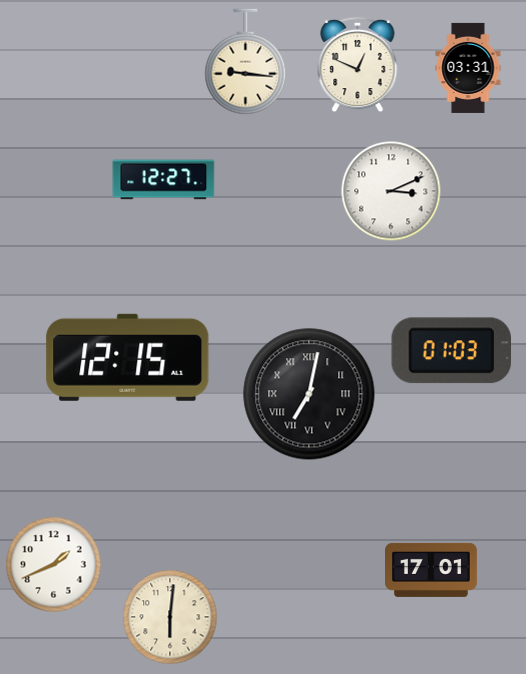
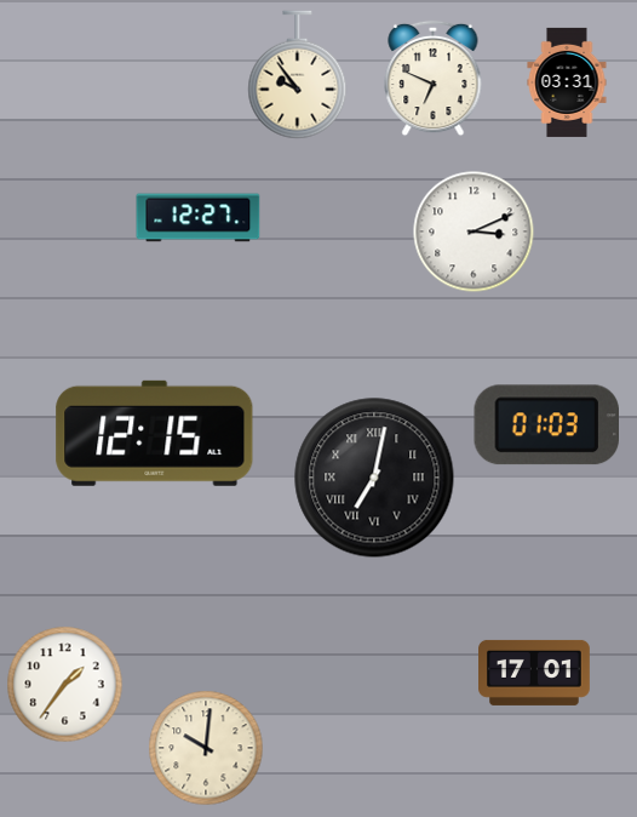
clock at (246, 62): 9:16 -> 9:54
clock at (358, 65): 12:49 -> 6:49
clock at (54, 565): 1:41 -> 1:36
clock at (432, 570) position: (432, 570) -> (535, 673)
clock at (170, 617): 6:01 -> 10:01
